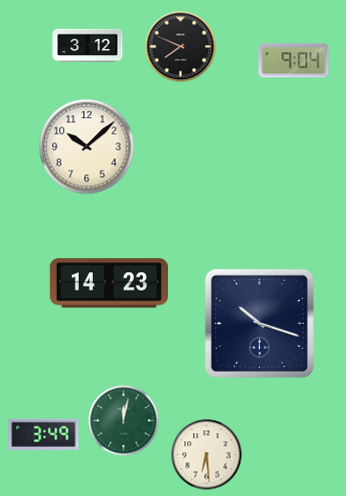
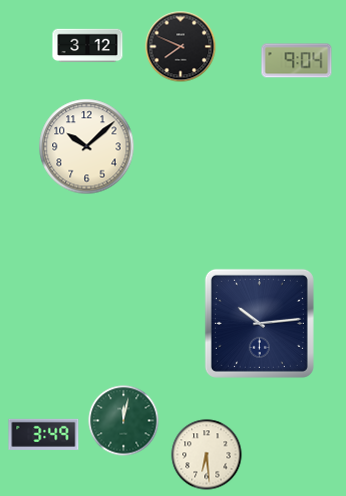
clock at (294, 61) position: (294, 61) -> (297, 61)
clock at (109, 283): 14:23 -> none
clock at (259, 323): 10:18 -> 10:14
